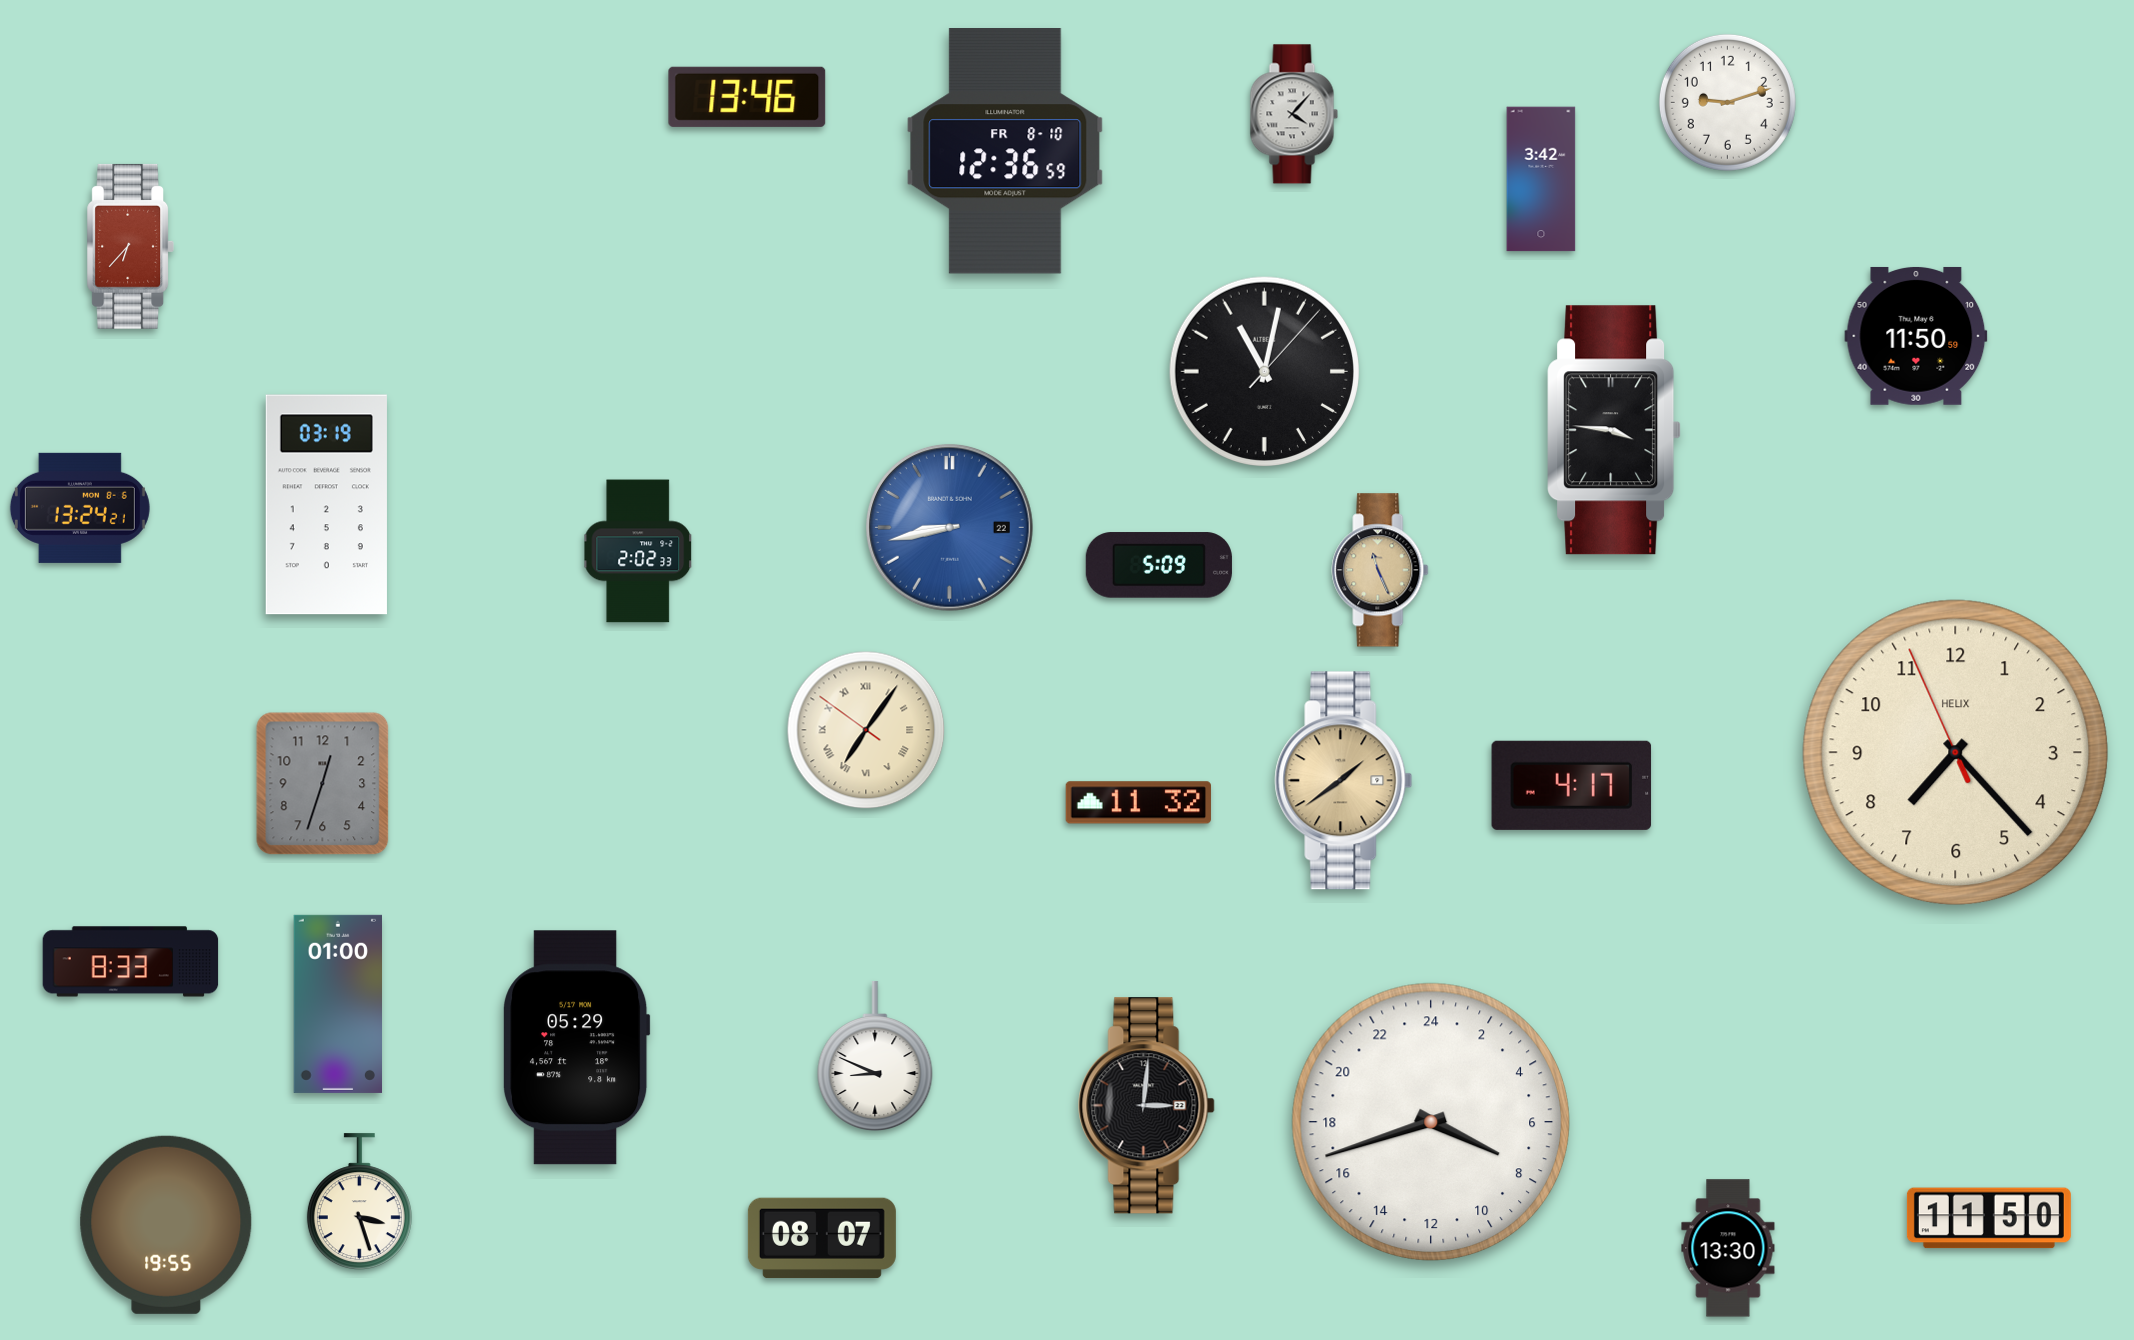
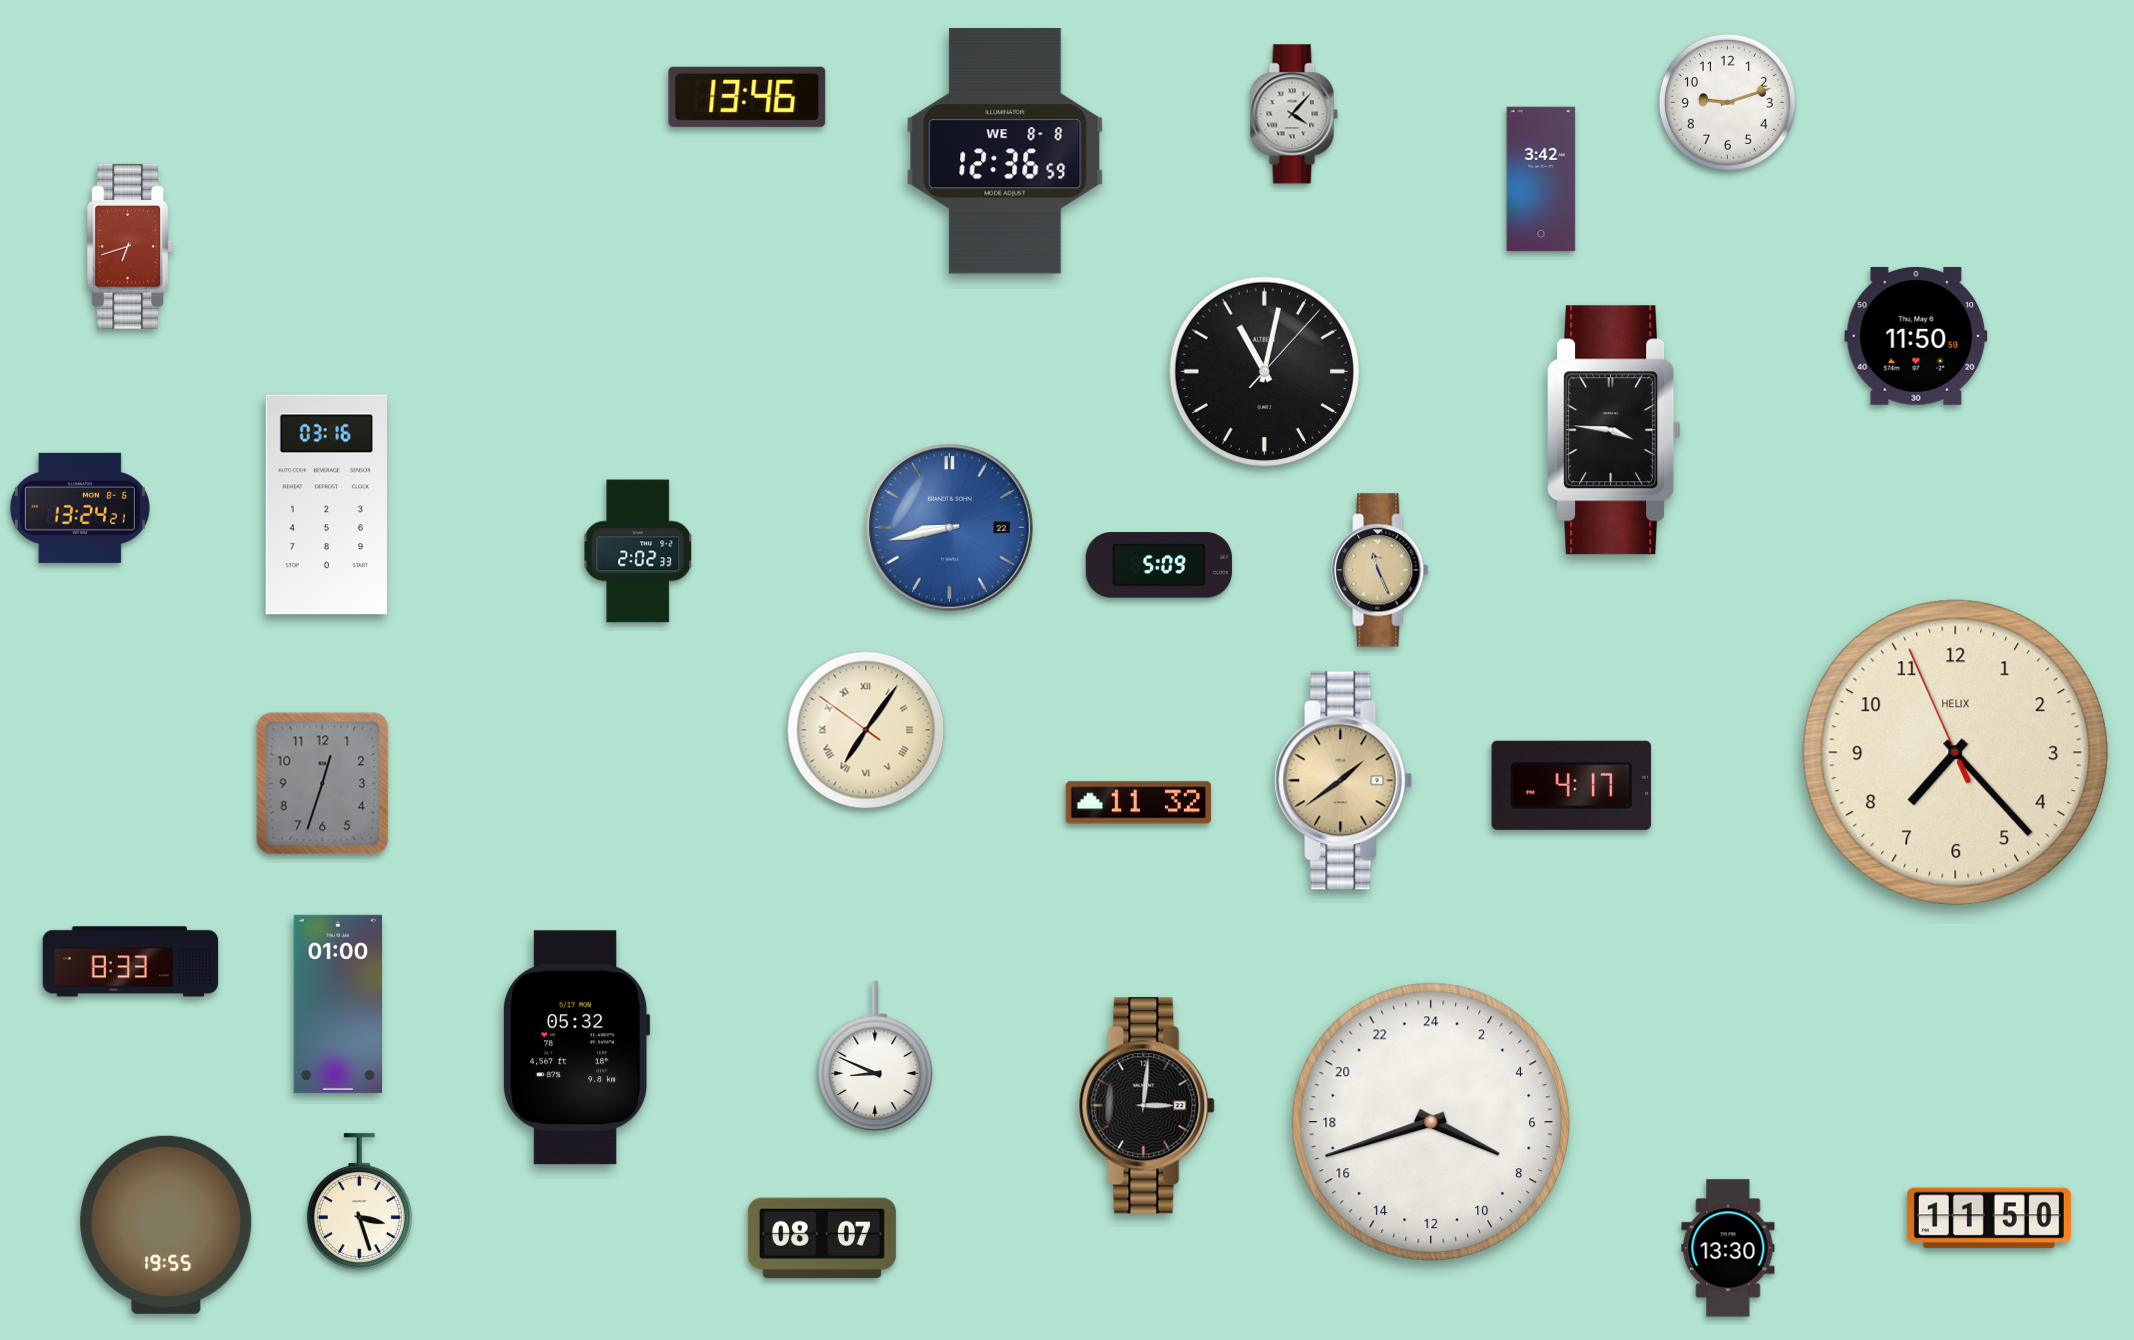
clock at (1005, 151) date: FR 8-10 -> WE 8-8
clock at (131, 246): 6:37 -> 6:42
clock at (326, 505): 03:19 -> 03:16
clock at (576, 1048): 05:29 -> 05:32
